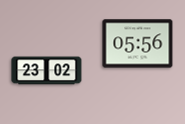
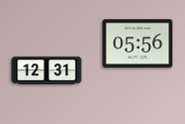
clock at (47, 71): 23:02 -> 12:31
